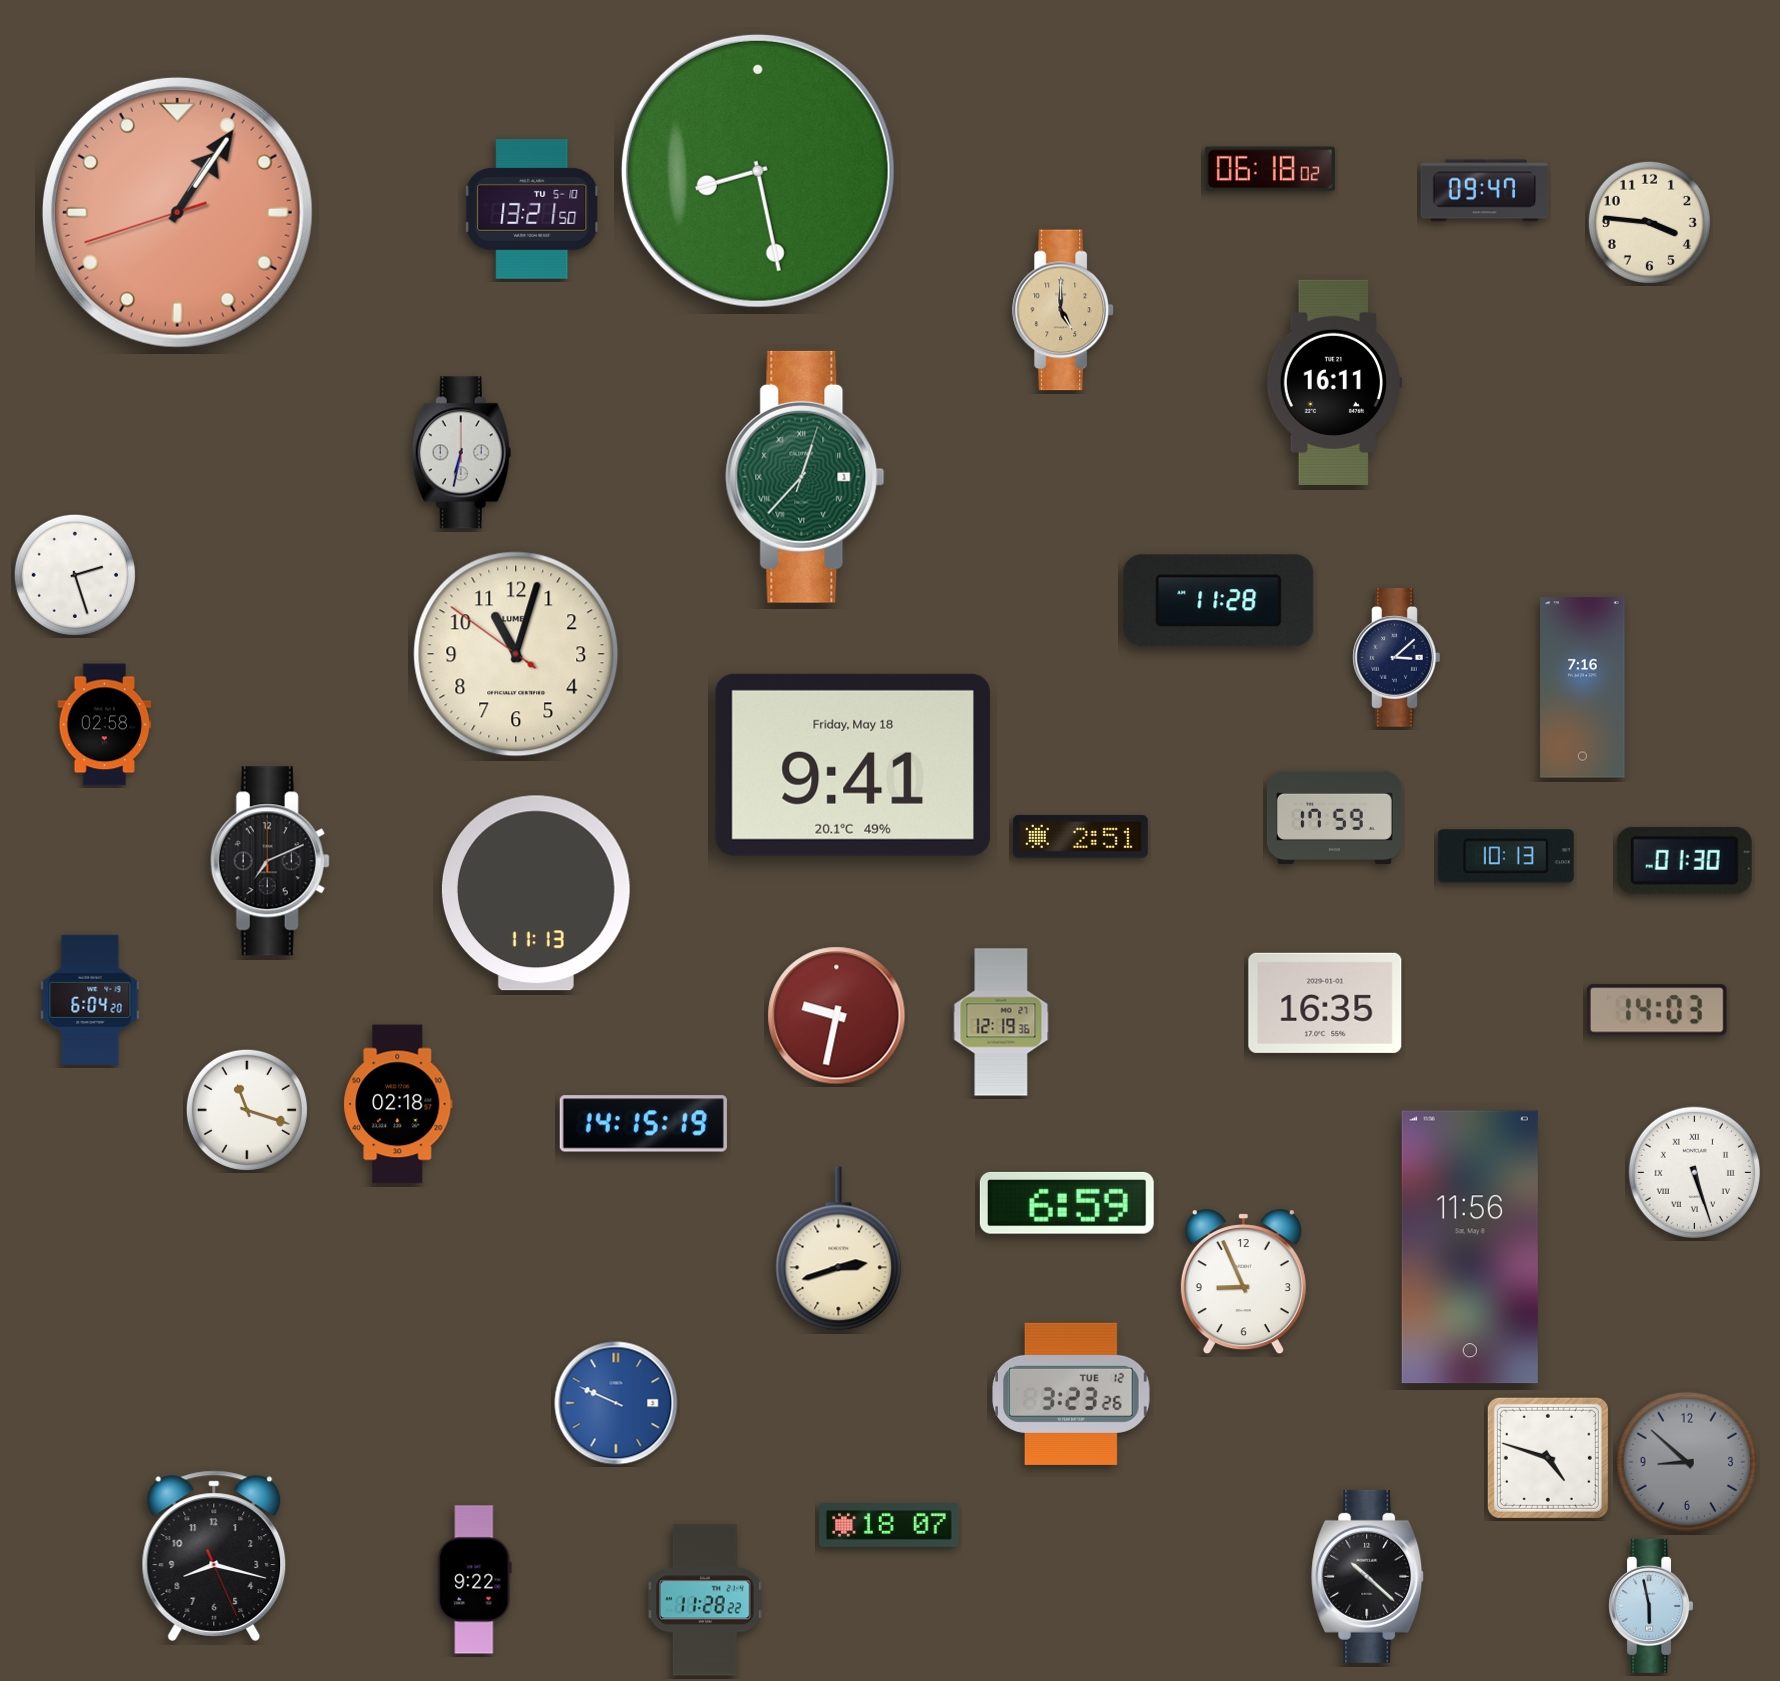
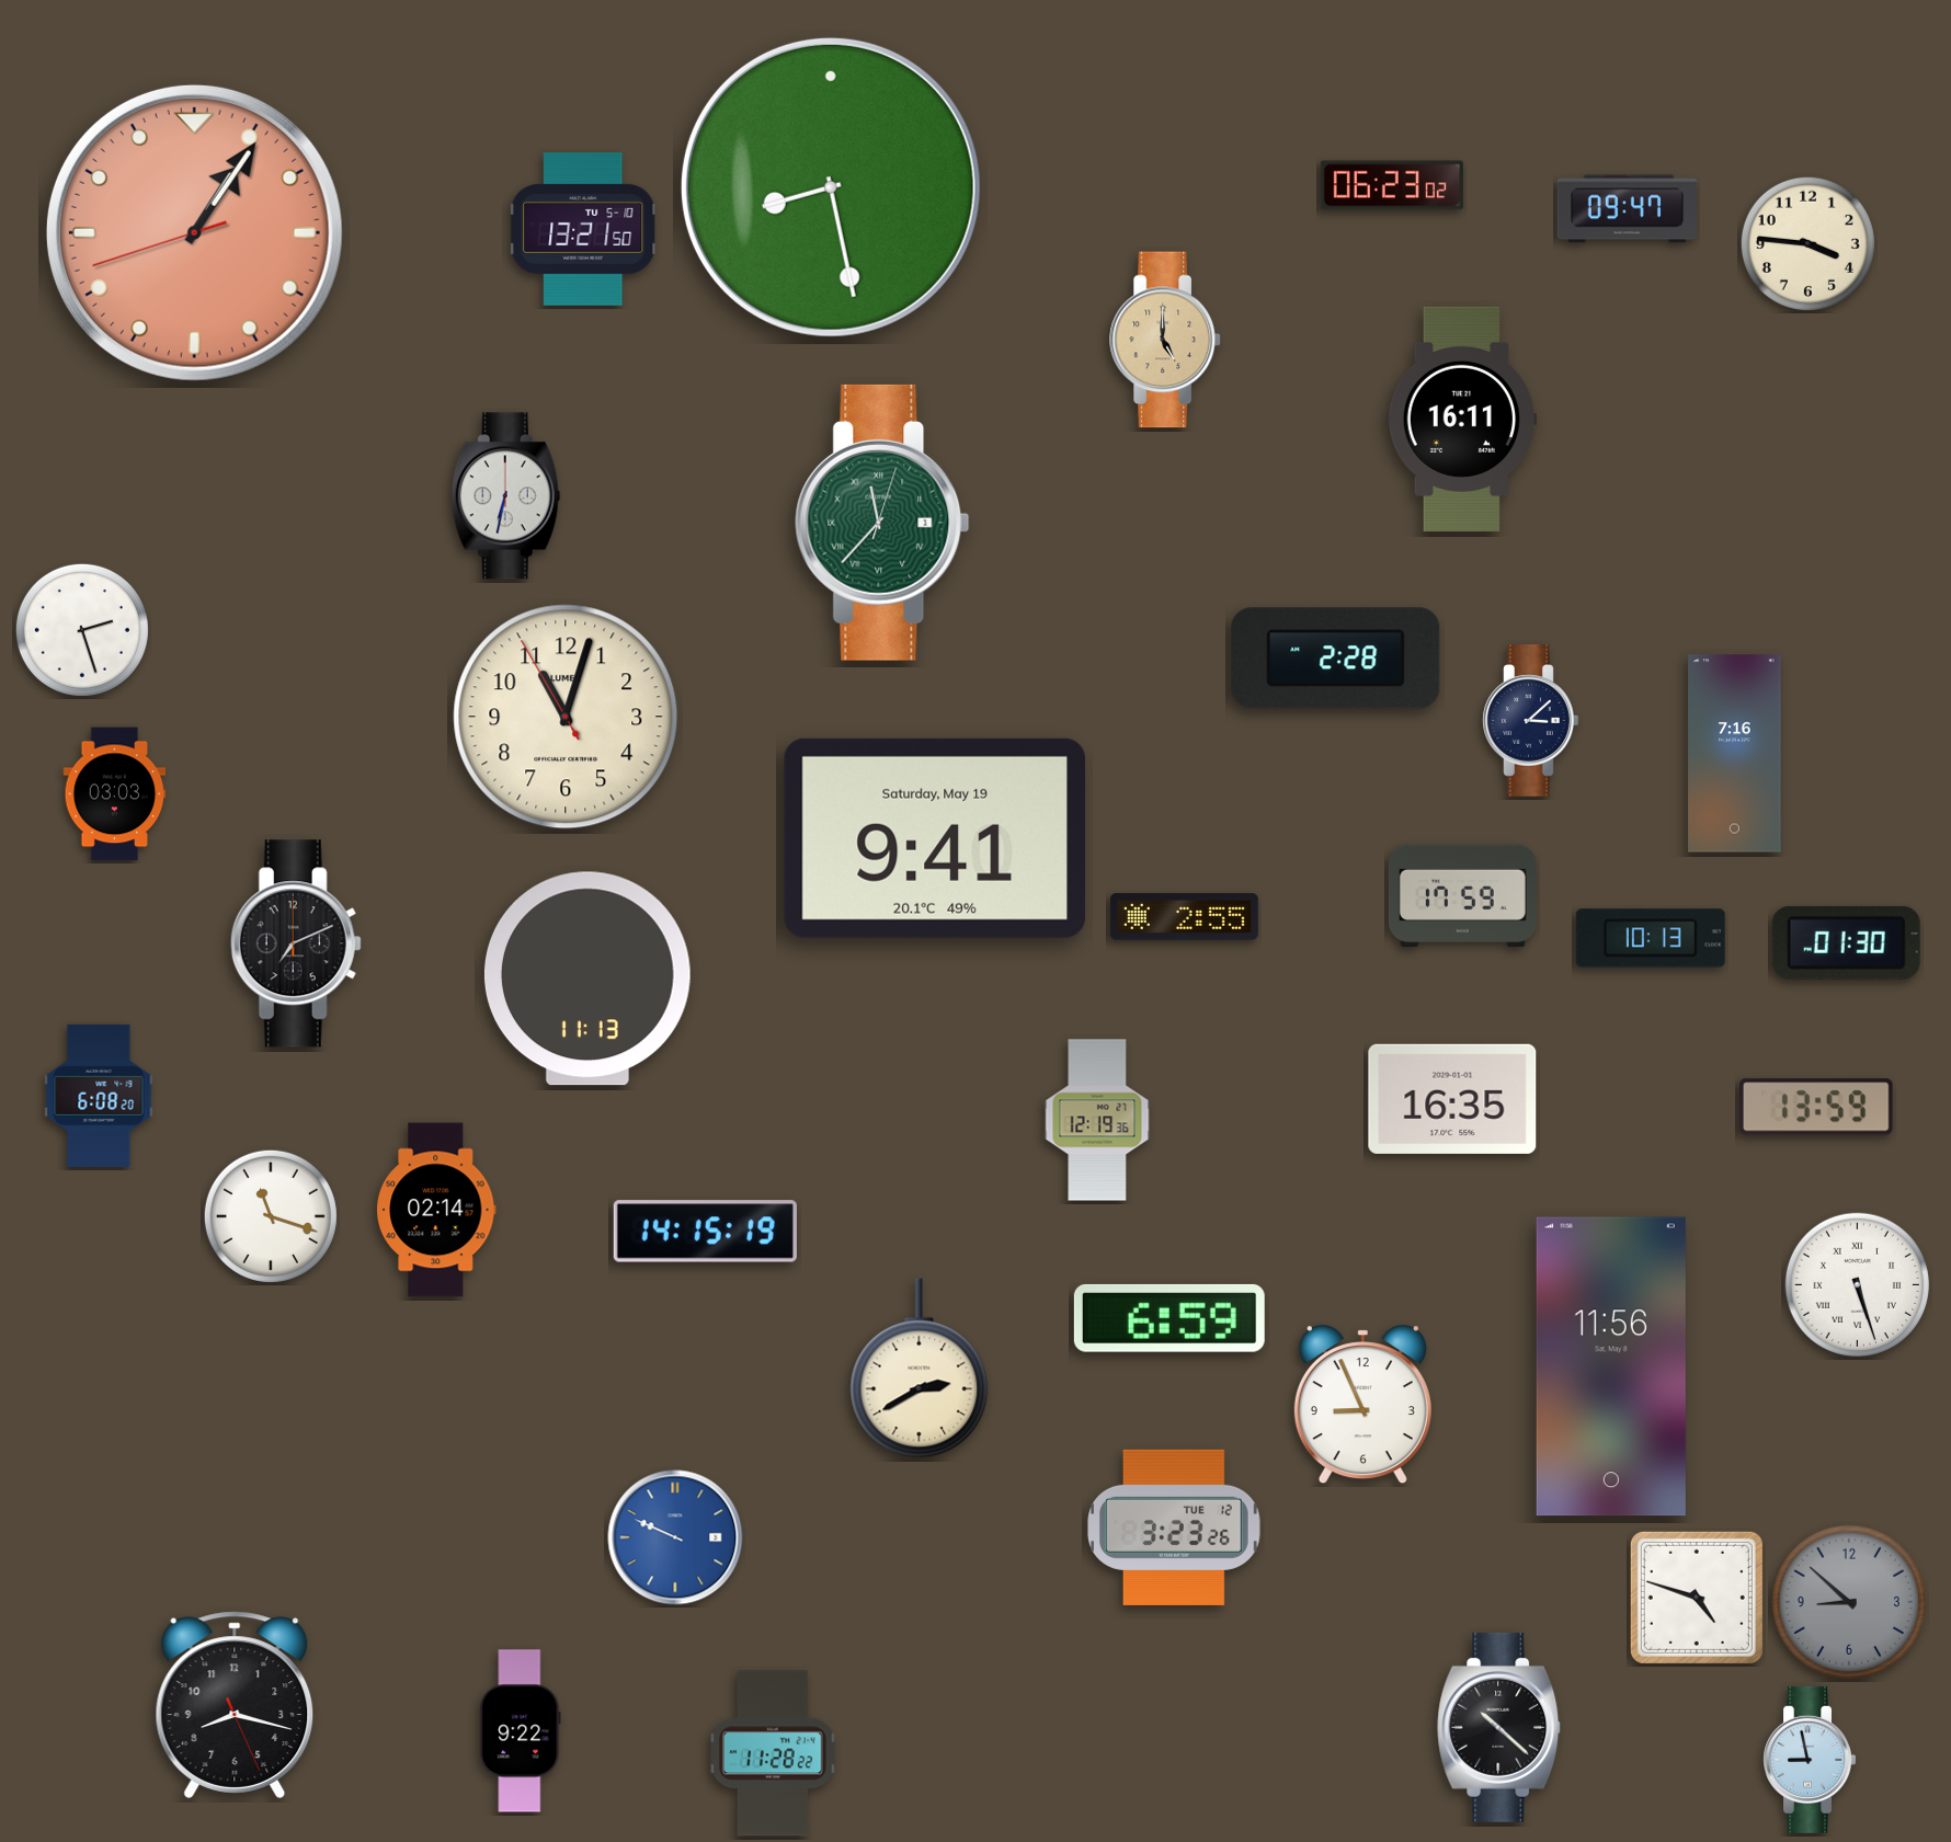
clock at (1270, 169): 06:18 -> 06:23
clock at (805, 477): 12:37 -> 11:37
clock at (1219, 601): 11:28 -> 2:28
clock at (516, 654): 11:02:51 -> 11:02:55
clock at (105, 725): 02:58 -> 03:03
clock at (853, 765) date: Friday, May 18 -> Saturday, May 19
clock at (1080, 837): 2:51 -> 2:55
clock at (90, 1000): 6:04 -> 6:08
clock at (1657, 1010): 14:03 -> 13:59
clock at (837, 1016): 9:32 -> none
clock at (398, 1104): 02:18 -> 02:14
clock at (839, 1249): 2:42 -> 2:40
clock at (889, 1525): 18:07 -> none
clock at (1651, 1606): 5:58 -> 8:58
